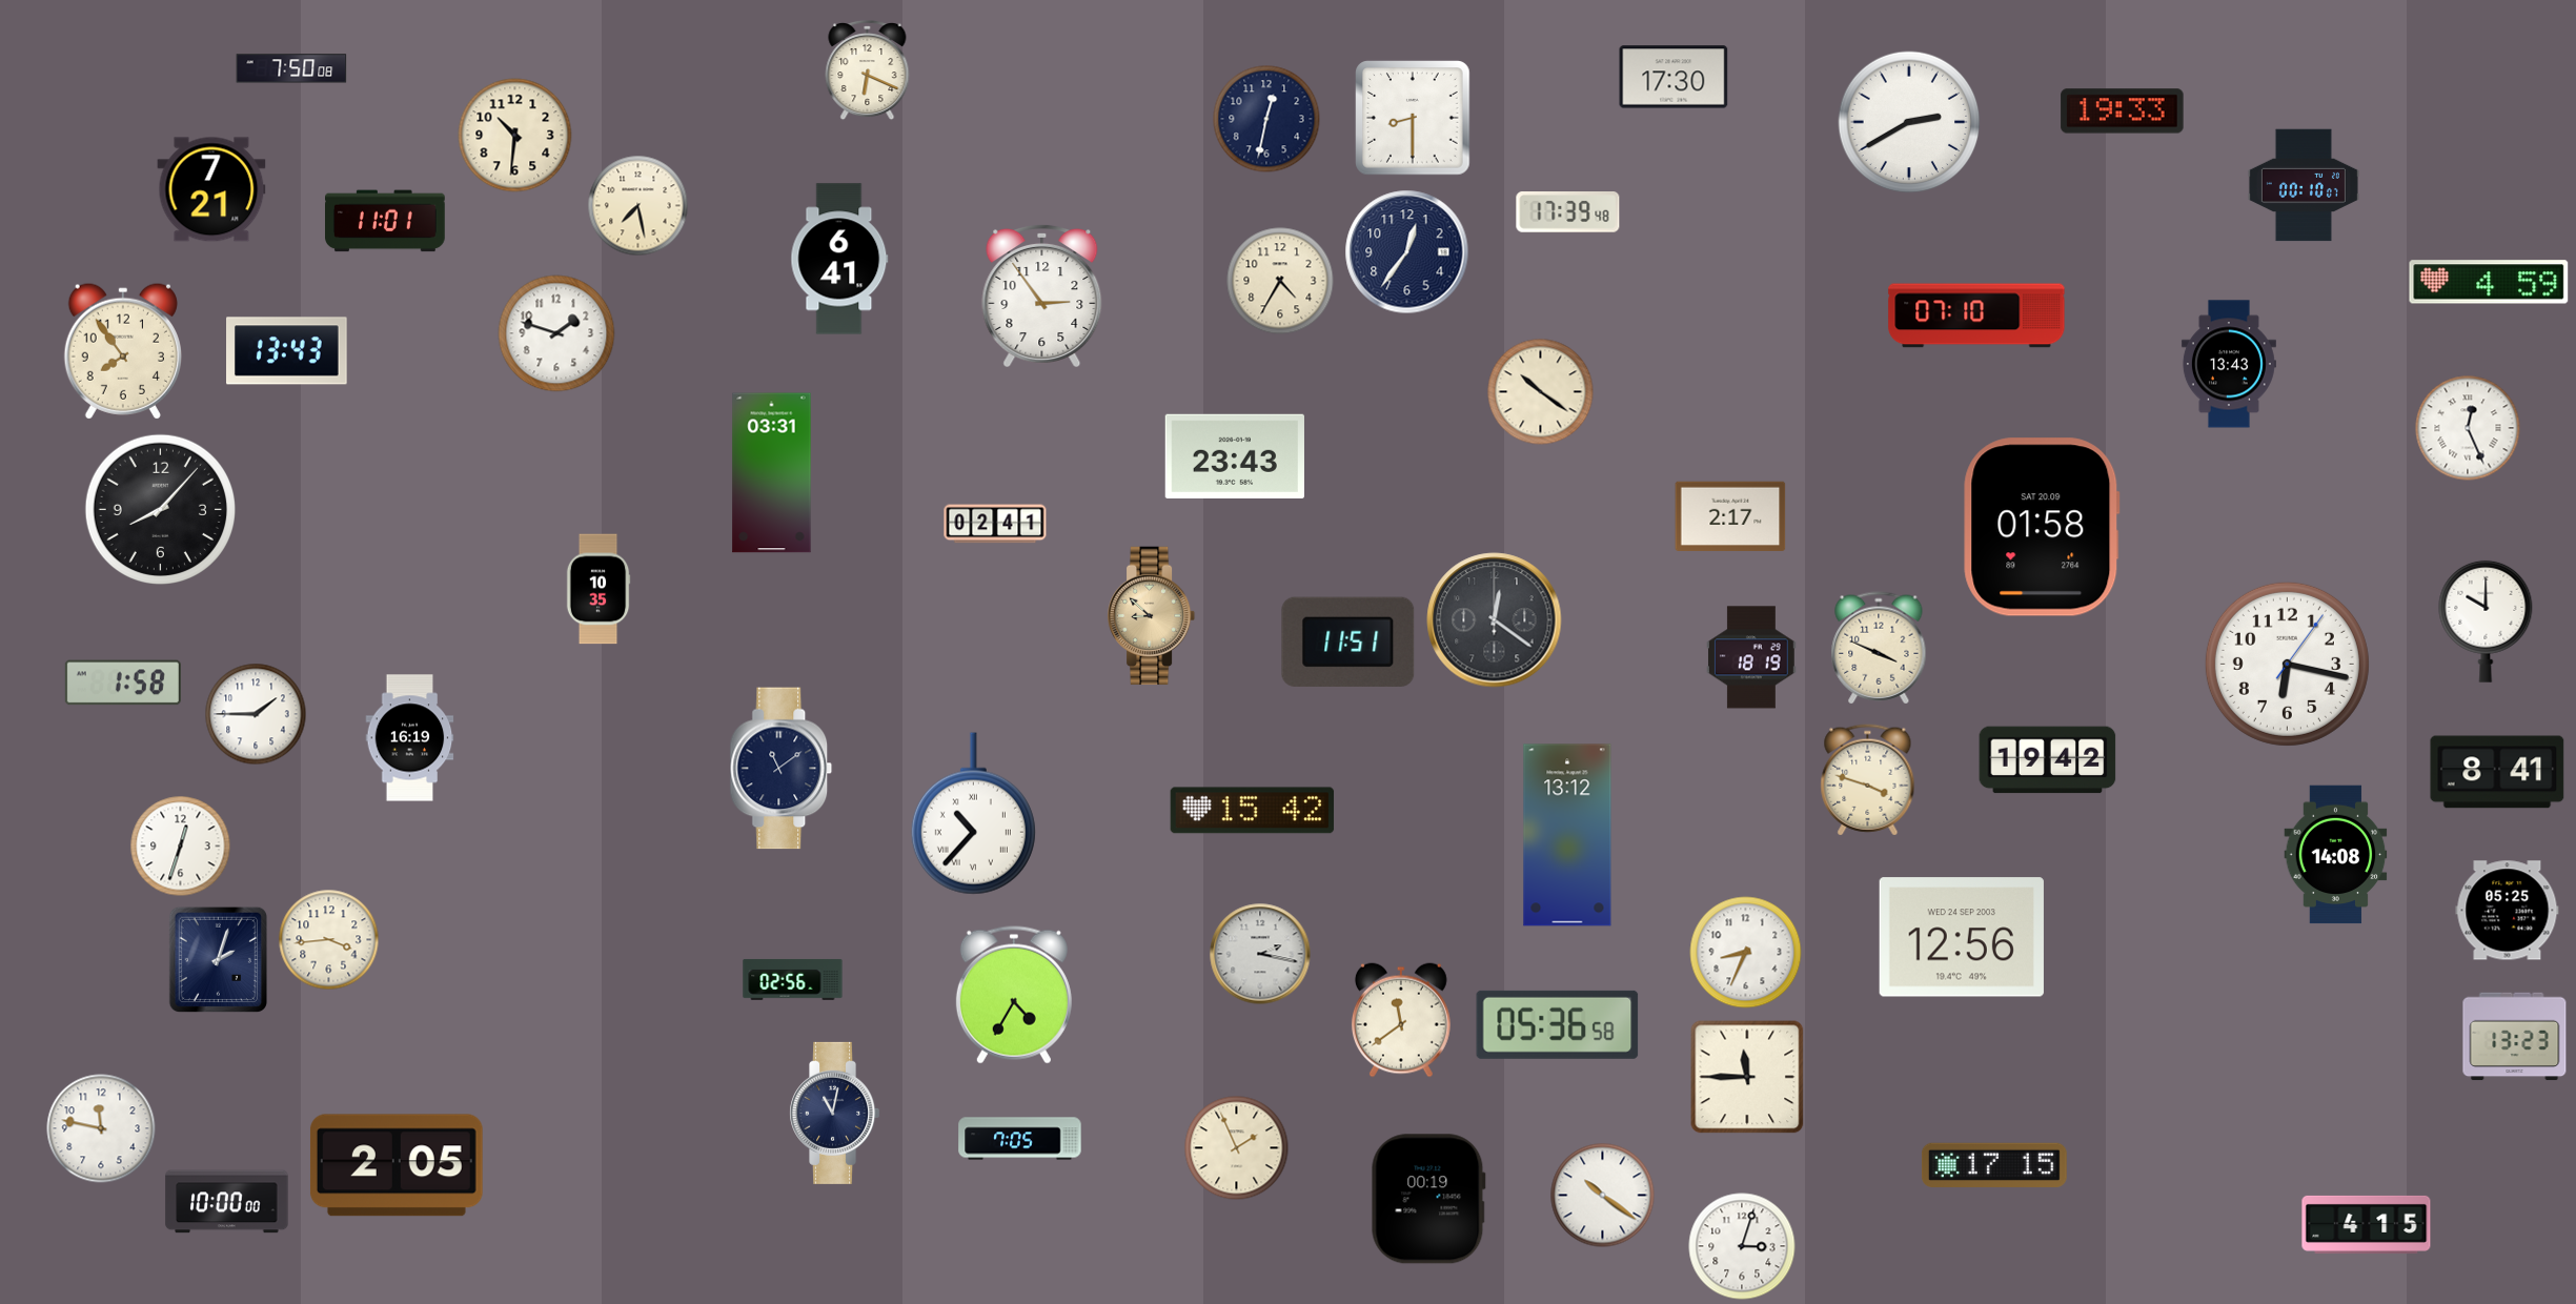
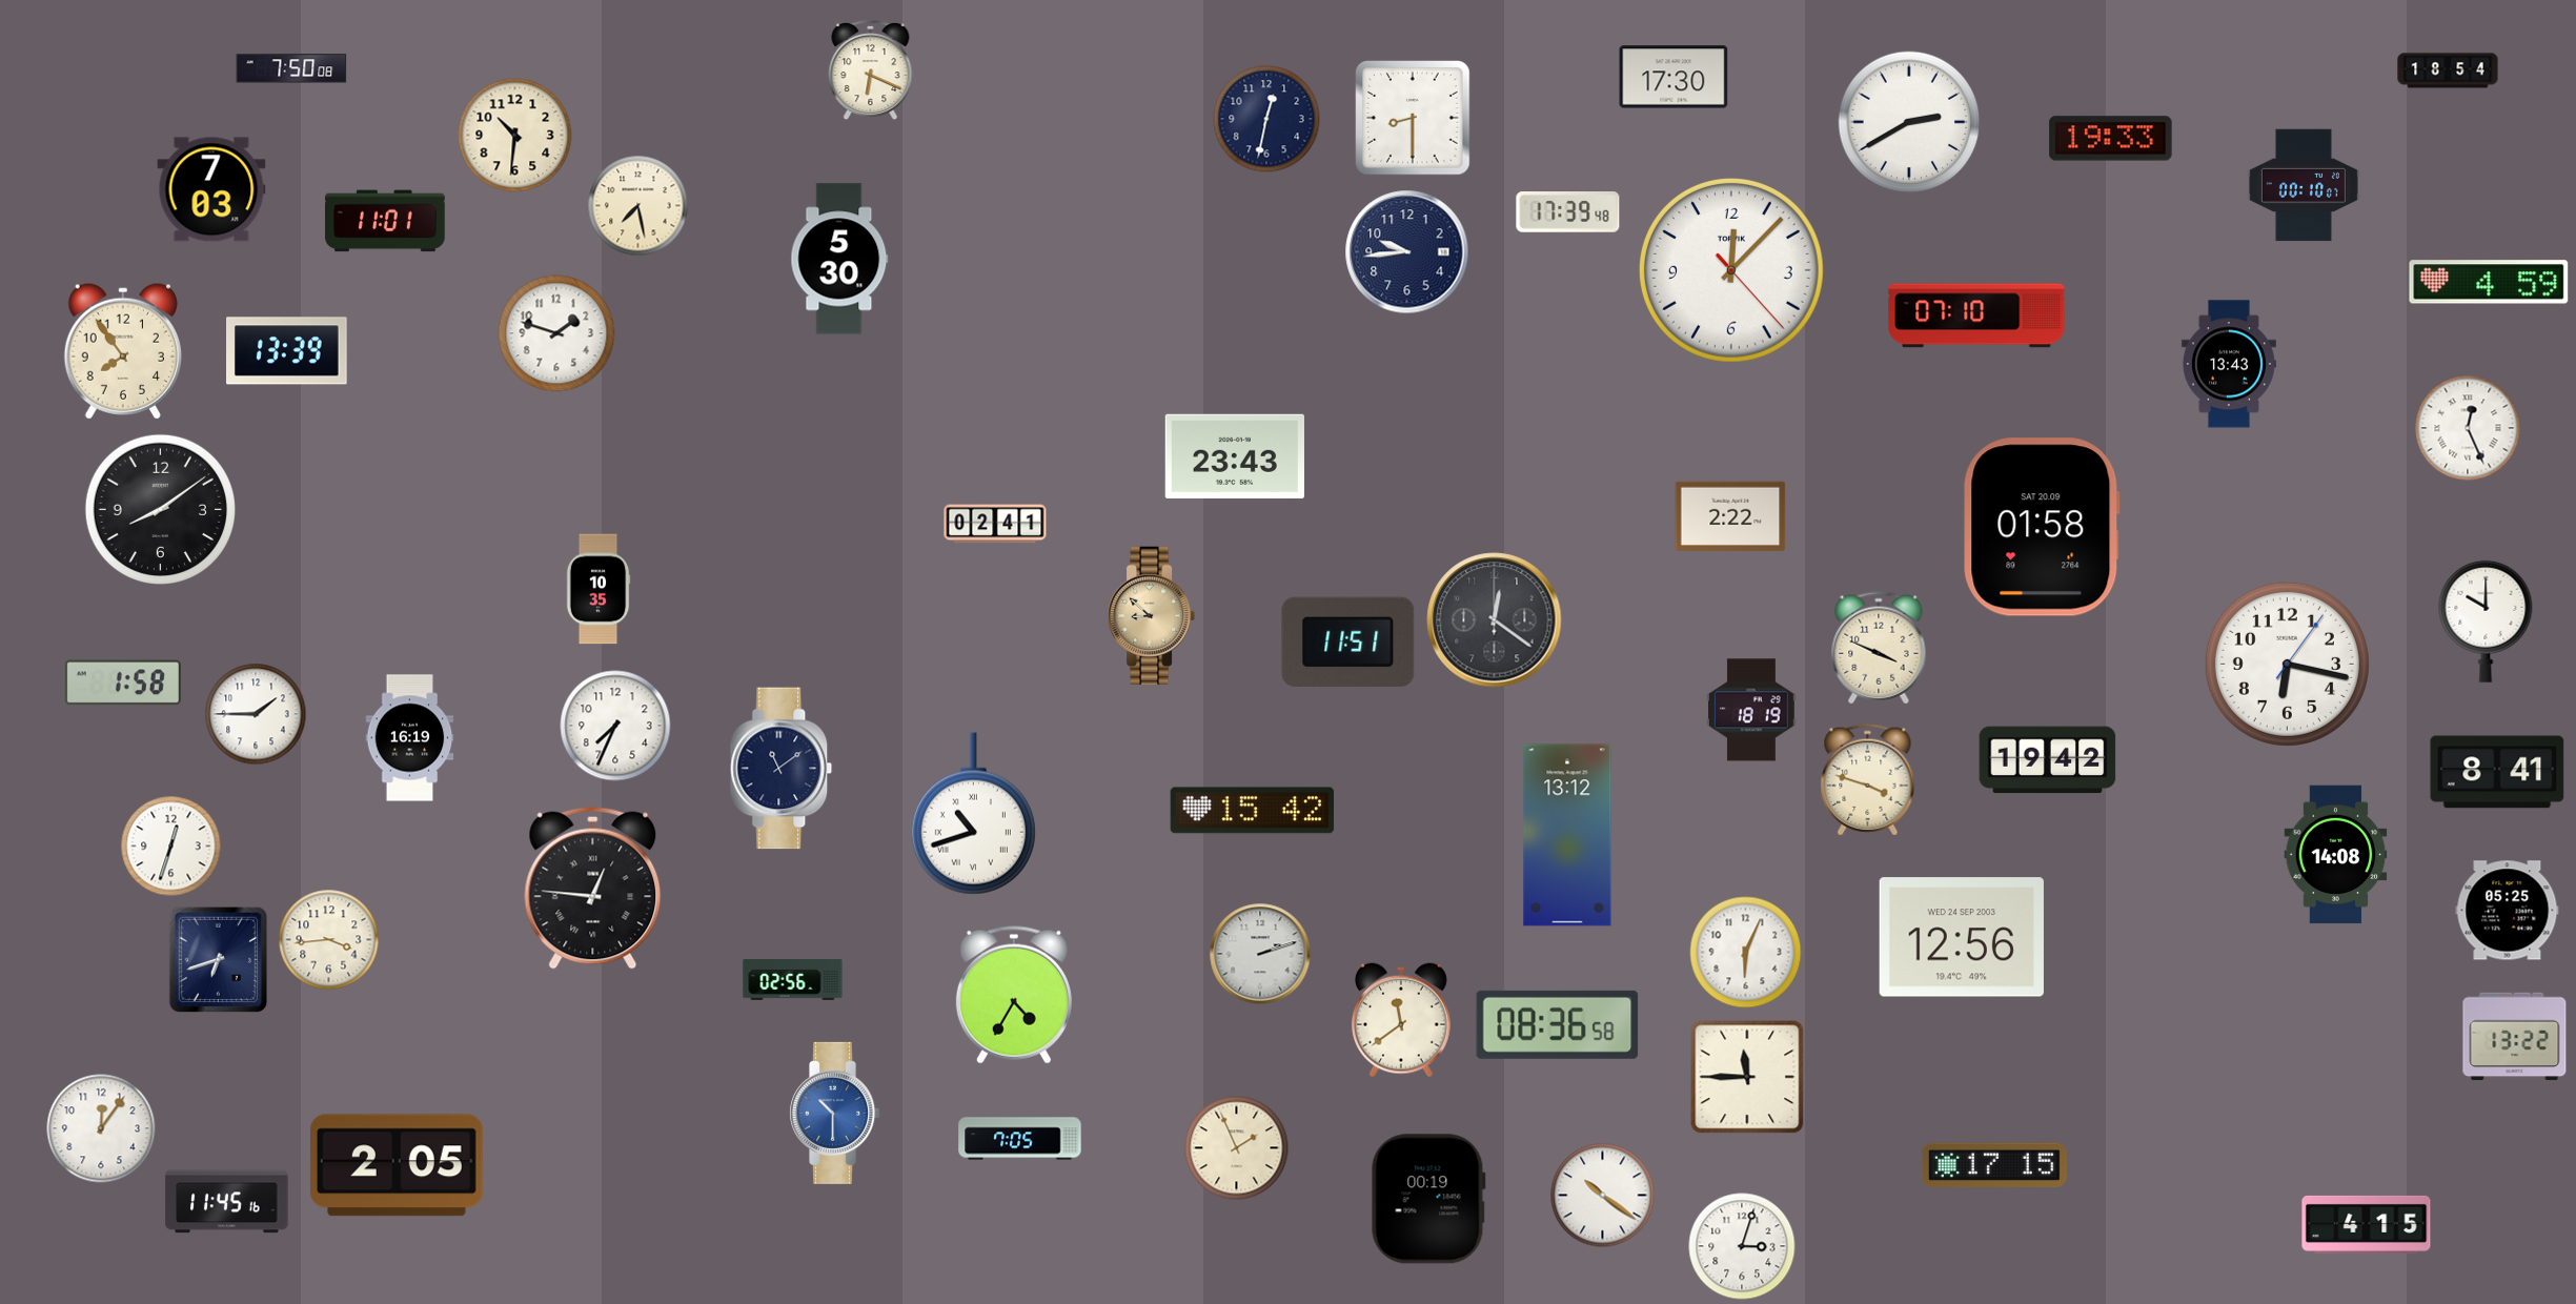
clock at (868, 70) position: (868, 70) -> (871, 70)
clock at (2448, 70): none -> 18:54
clock at (2123, 111) position: (2123, 111) -> (2111, 139)
clock at (211, 189): 7:21 -> 7:03
clock at (1407, 252): 12:36 -> 9:44
clock at (839, 259): 6:41 -> 5:30
clock at (1731, 270): none -> 12:07
clock at (1280, 281): 4:35 -> none
clock at (1042, 296): 2:54 -> none
clock at (287, 351): 13:43 -> 13:39
clock at (1541, 392): 10:21 -> none
clock at (772, 473): 03:31 -> none
clock at (160, 509): 8:07 -> 8:09
clock at (1730, 515): 2:17 -> 2:22
clock at (1752, 657) position: (1752, 657) -> (1752, 710)
clock at (615, 726): none -> 7:34
clock at (973, 814): 10:37 -> 10:42
clock at (181, 847) position: (181, 847) -> (171, 847)
clock at (593, 888): none -> 12:46
clock at (1746, 953): 8:34 -> 6:04
clock at (1260, 954): 2:17 -> 2:12
clock at (218, 960): 2:03 -> 6:42
clock at (1558, 1024): 05:36 -> 08:36
clock at (2515, 1037): 13:23 -> 13:22
clock at (835, 1113): 11:02 -> 10:30
clock at (835, 1113) dial: navy -> blue
clock at (101, 1128): 11:47 -> 12:06
clock at (227, 1202): 10:00 -> 11:45
